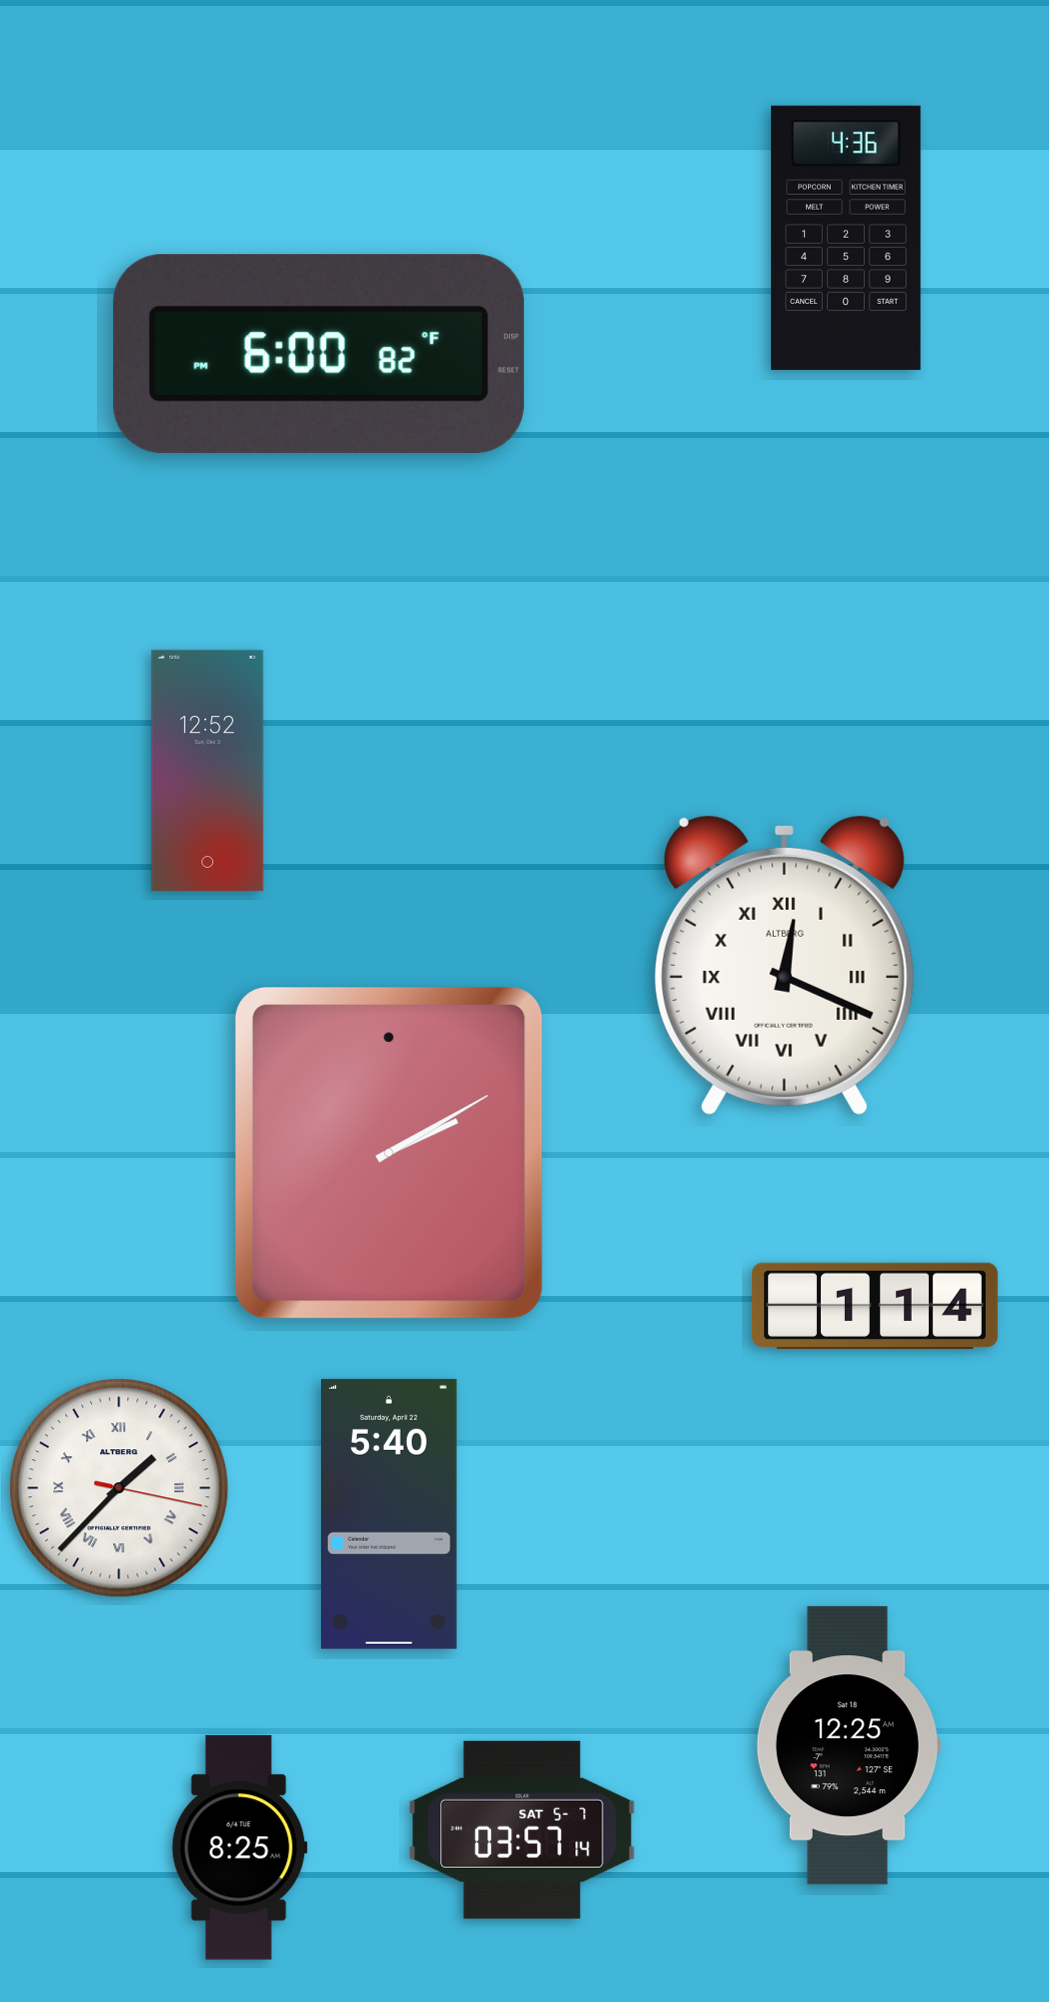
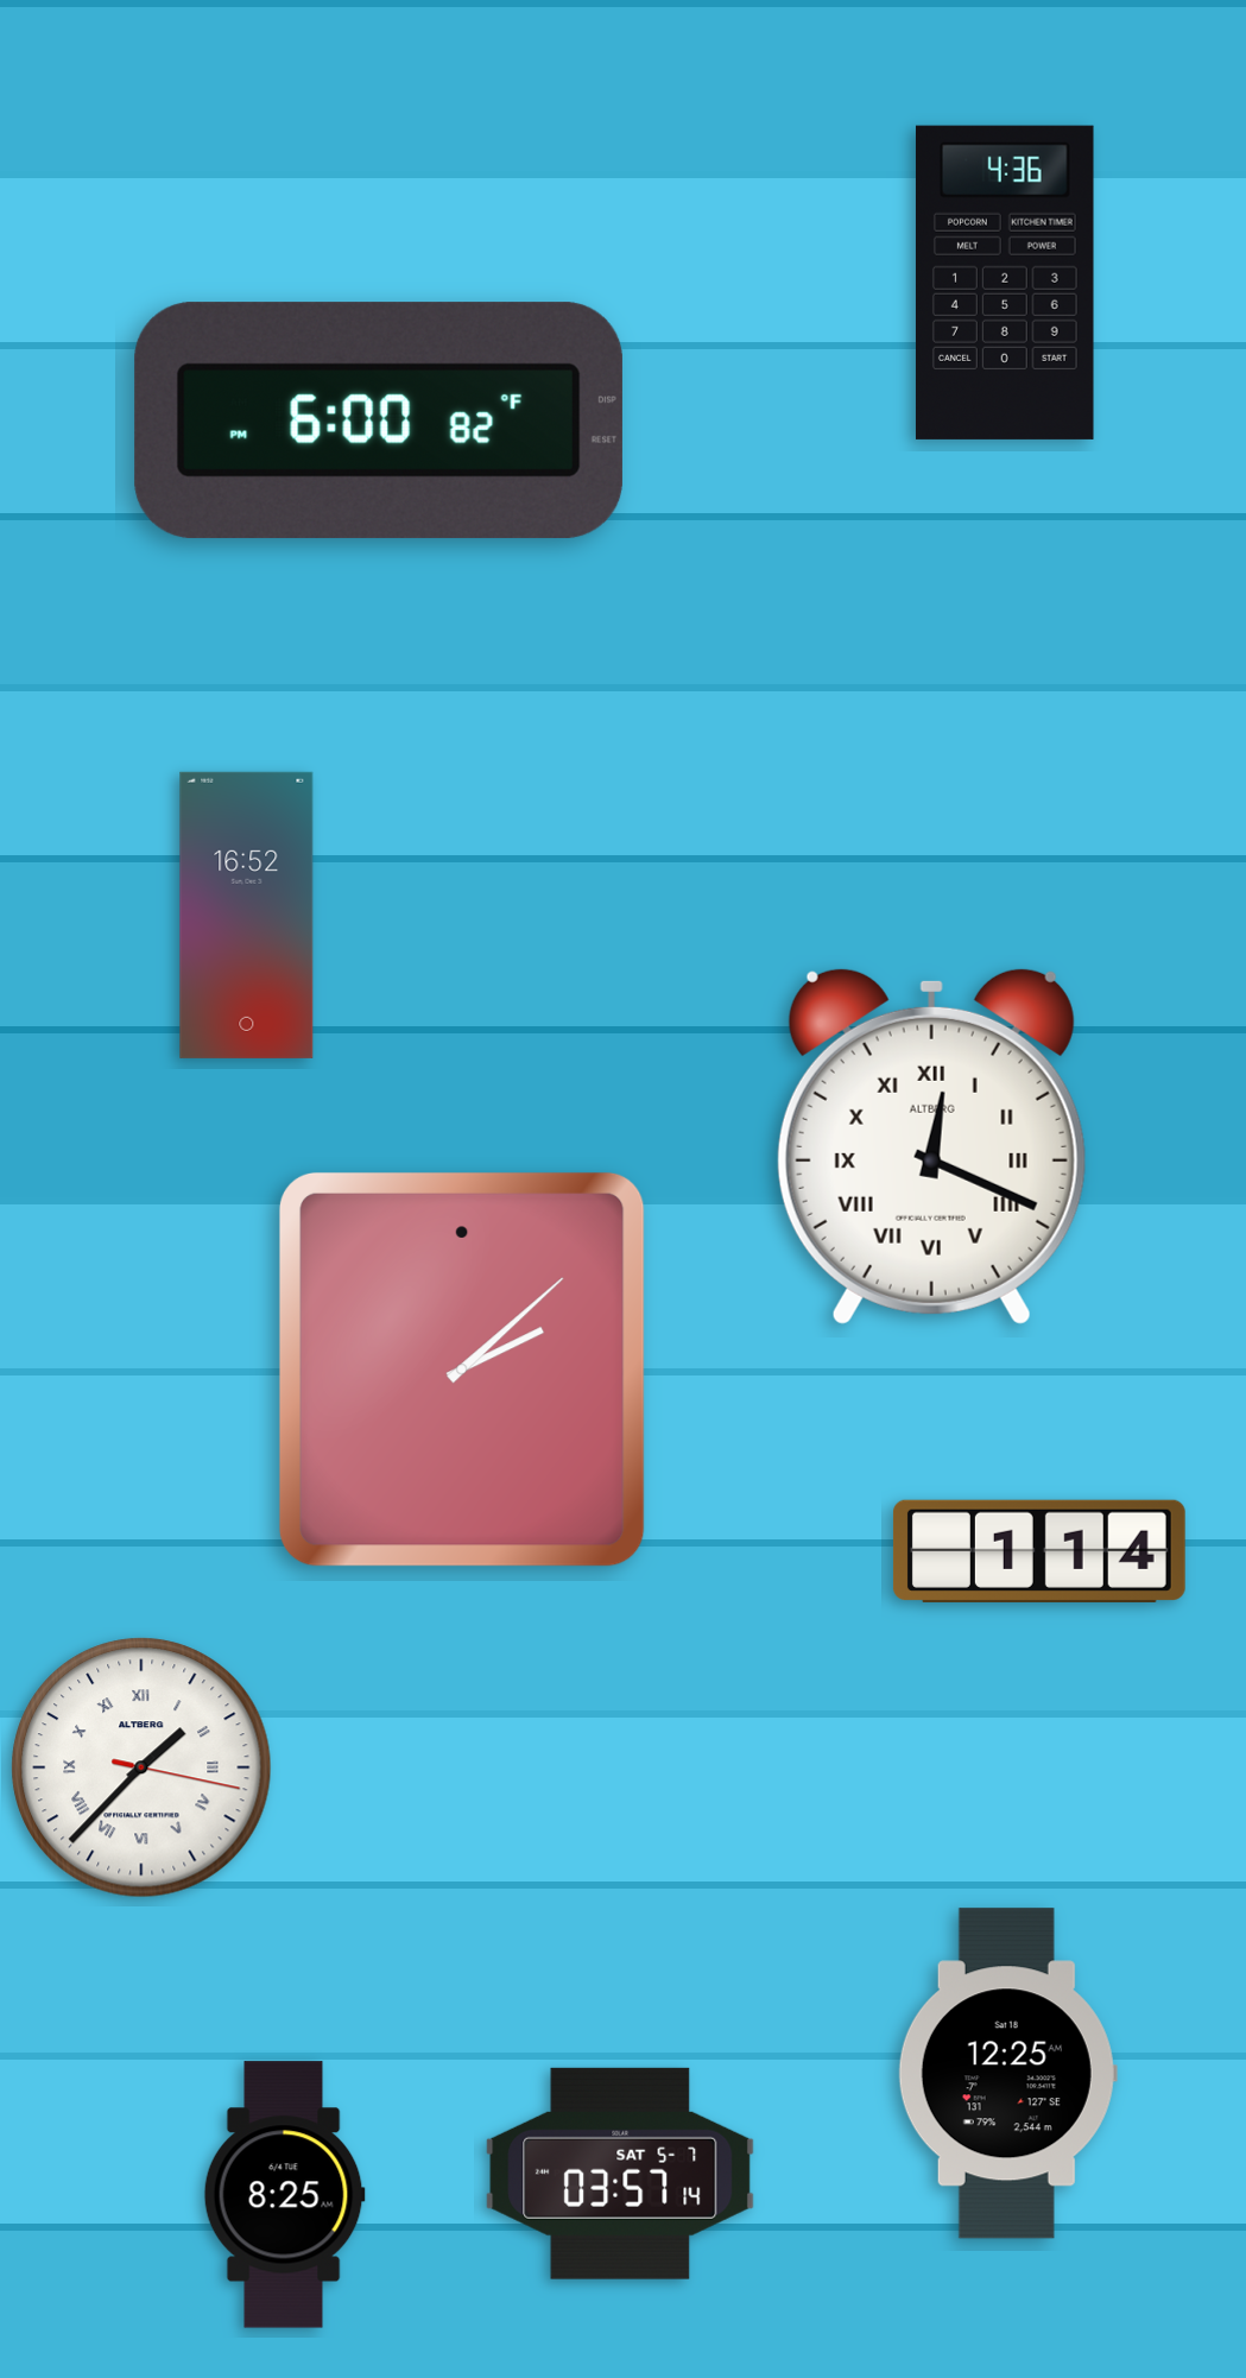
clock at (208, 770): 12:52 -> 16:52
clock at (389, 1153): 2:10 -> 2:08
clock at (390, 1514): 5:40 -> none
